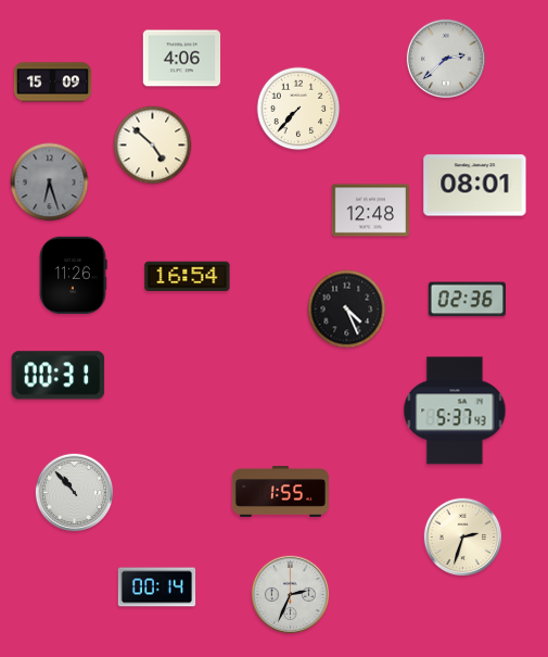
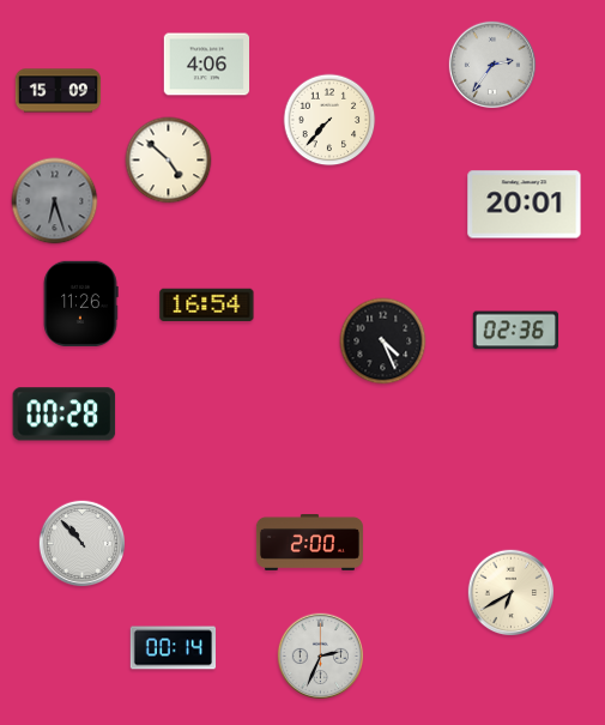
clock at (182, 59) position: (182, 59) -> (207, 65)
clock at (446, 59): 2:38 -> 2:36
clock at (475, 186): 08:01 -> 20:01
clock at (370, 211): 12:48 -> none
clock at (59, 376): 00:31 -> 00:28
clock at (455, 410): 5:37 -> none
clock at (280, 492): 1:55 -> 2:00
clock at (463, 538): 2:33 -> 6:40
